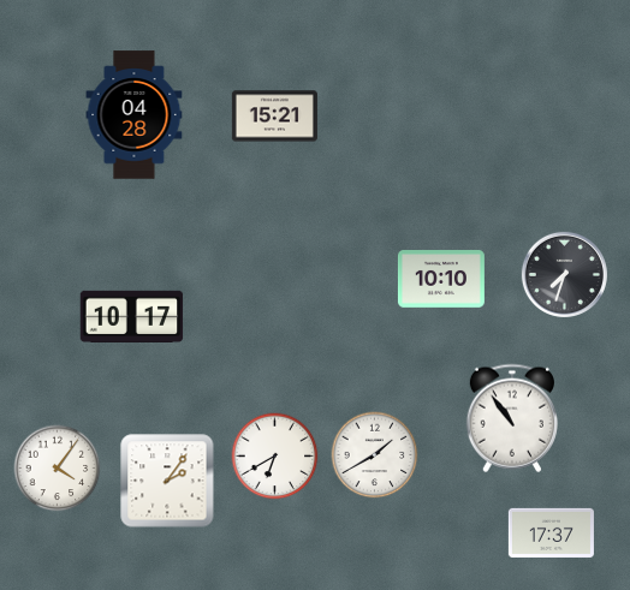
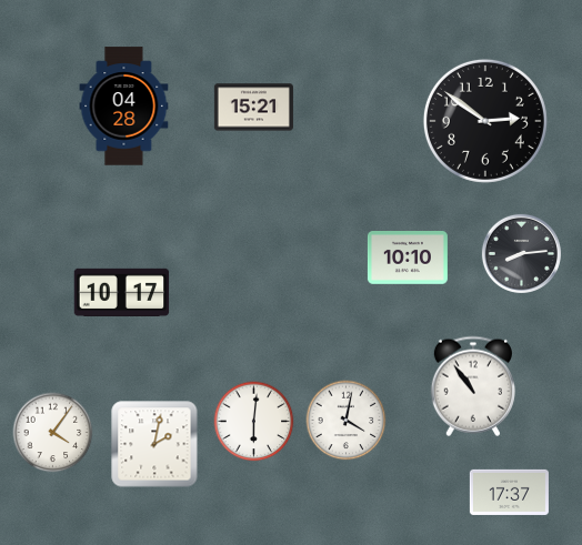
clock at (485, 121): none -> 2:51
clock at (564, 274): 7:33 -> 8:14
clock at (375, 455): 1:40 -> 4:02
clock at (275, 457): 6:40 -> 6:01
clock at (167, 481): 2:06 -> 2:02
